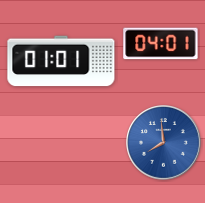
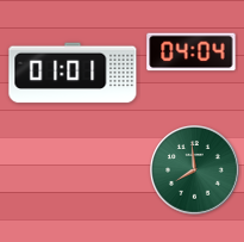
clock at (161, 44): 04:01 -> 04:04
clock at (164, 143) dial: blue -> green
